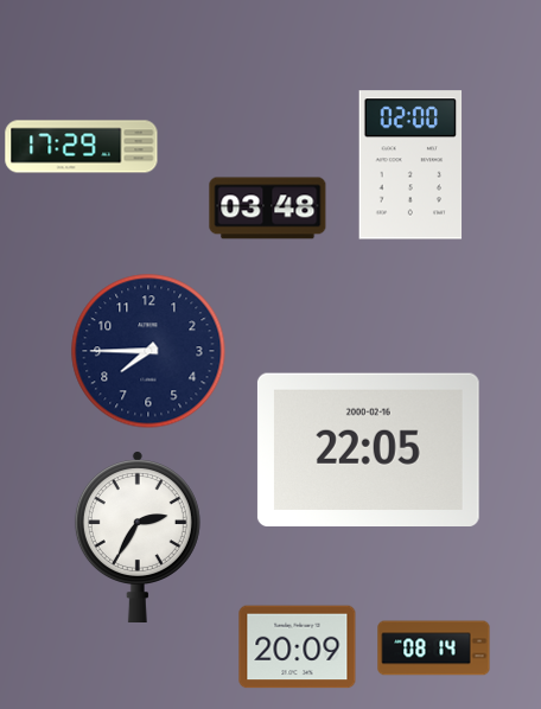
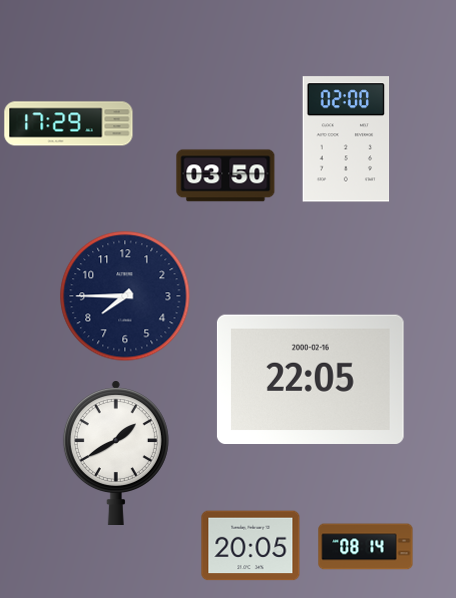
clock at (268, 209): 03:48 -> 03:50
clock at (138, 537): 2:35 -> 1:40
clock at (298, 647): 20:09 -> 20:05
